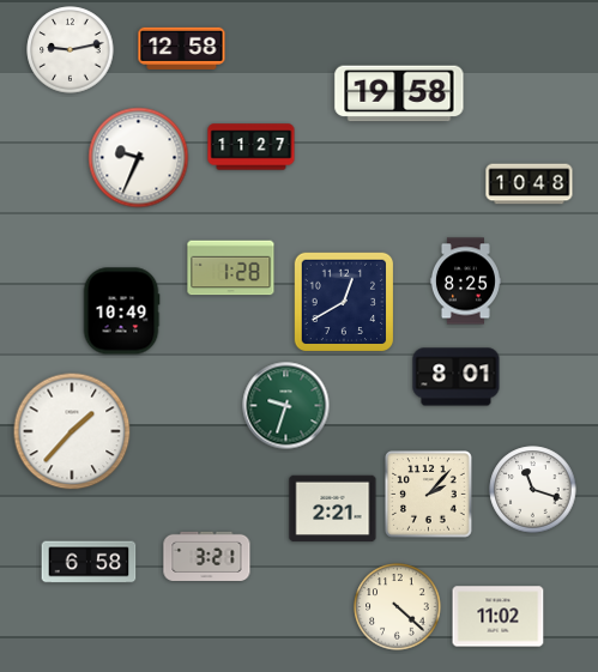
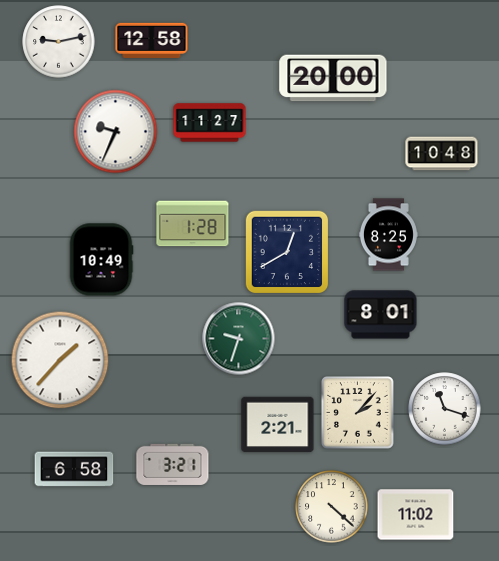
clock at (399, 93): 19:58 -> 20:00
